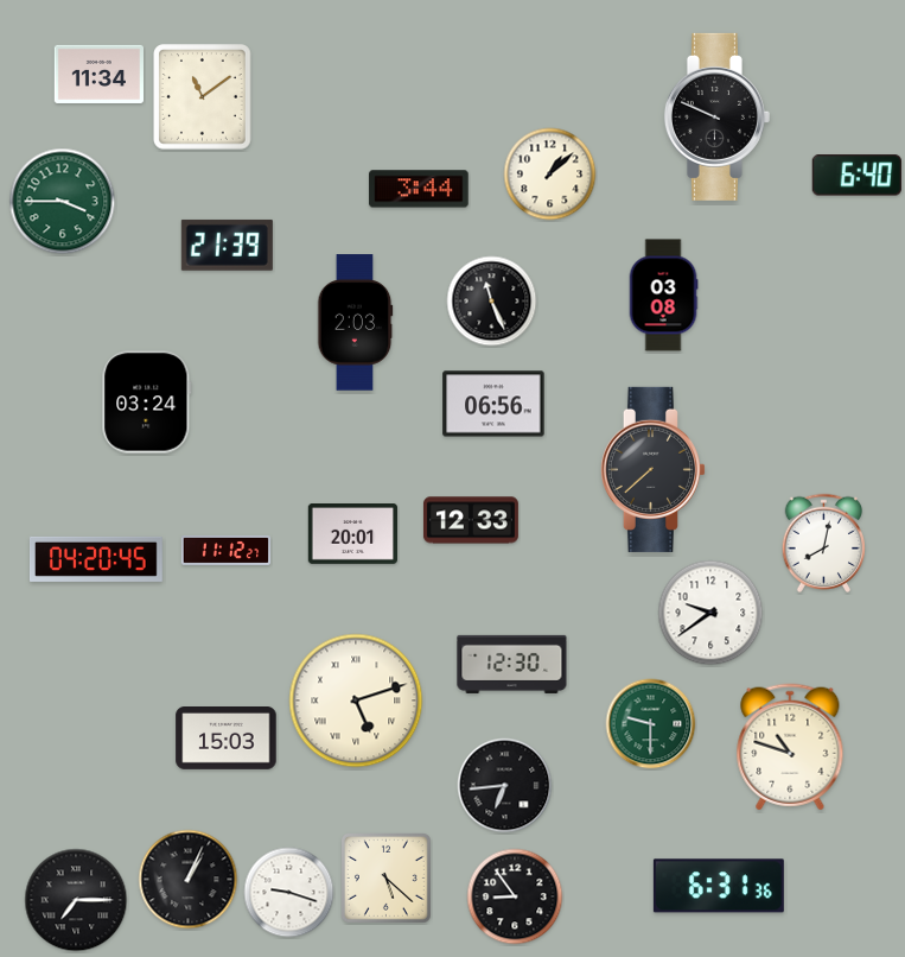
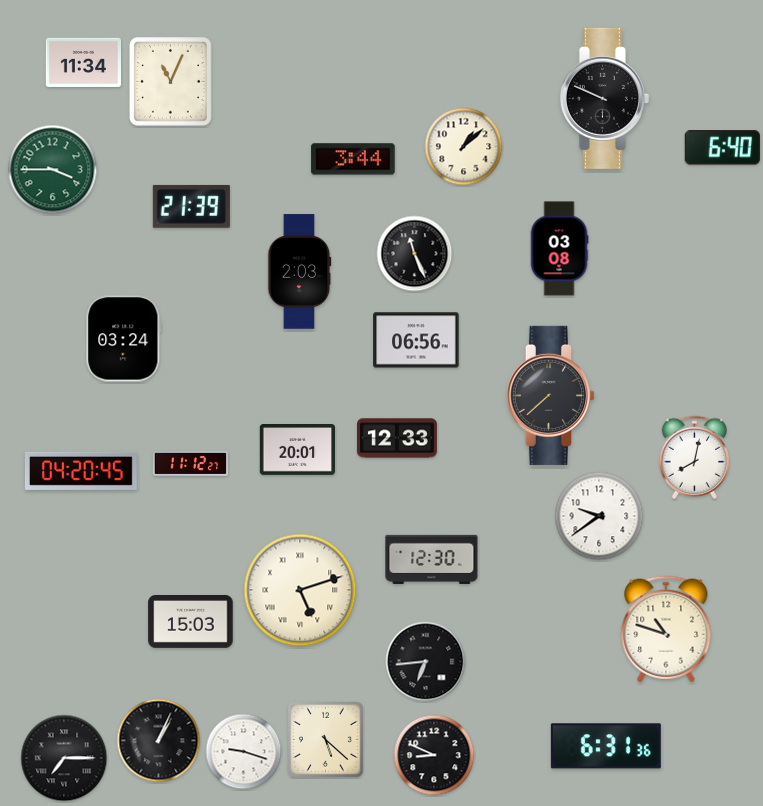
clock at (203, 97): 11:09 -> 11:04
clock at (651, 724): 9:30 -> none
clock at (515, 896): 8:54 -> 8:49
